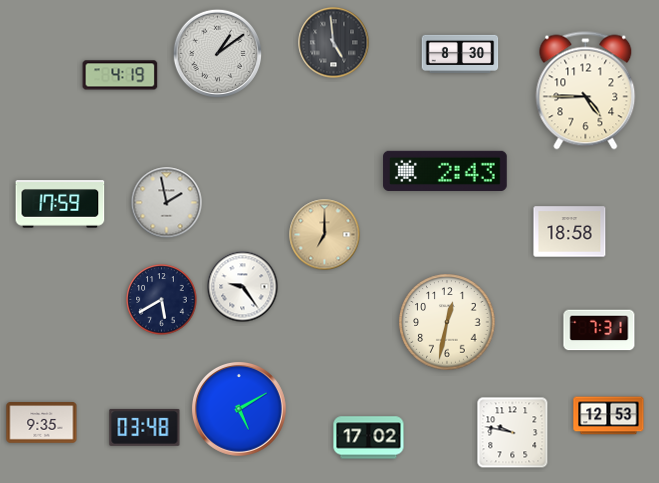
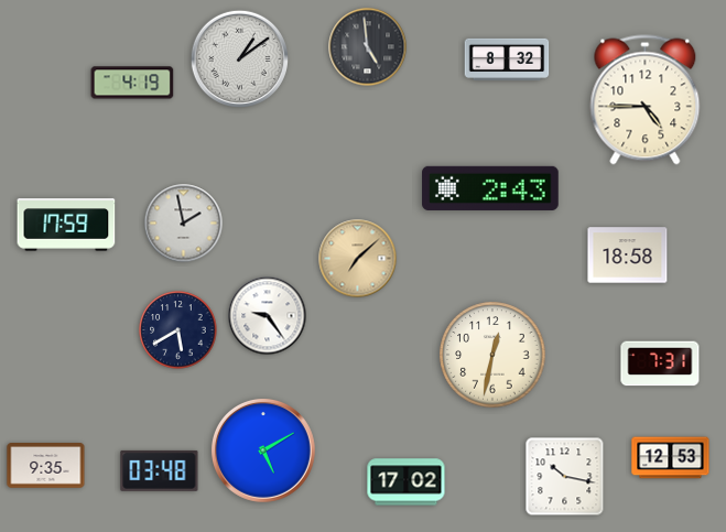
clock at (460, 54): 8:30 -> 8:32
clock at (325, 235): 7:00 -> 7:08
clock at (513, 433): 9:47 -> 10:17
